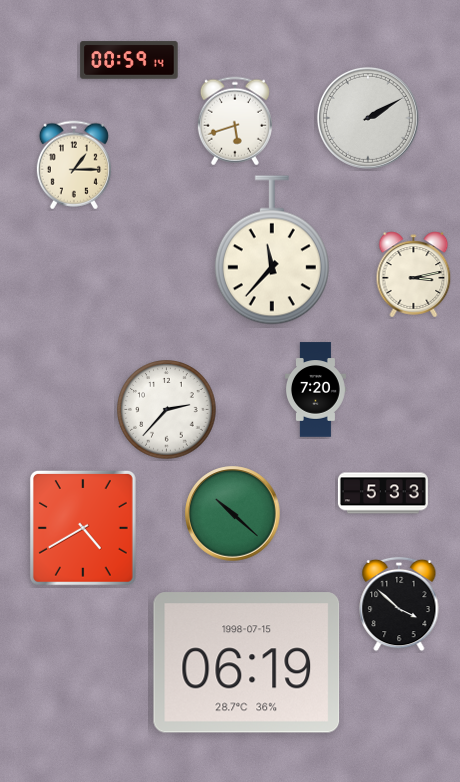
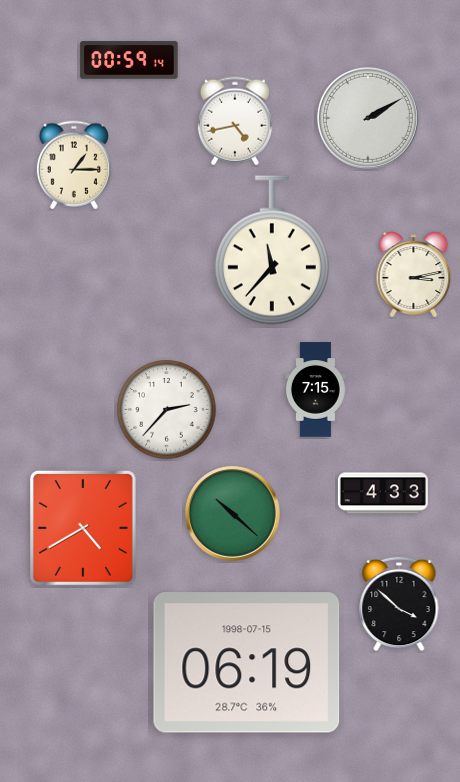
clock at (235, 121): 5:42 -> 4:43
clock at (316, 390): 7:20 -> 7:15
clock at (383, 493): 5:33 -> 4:33
